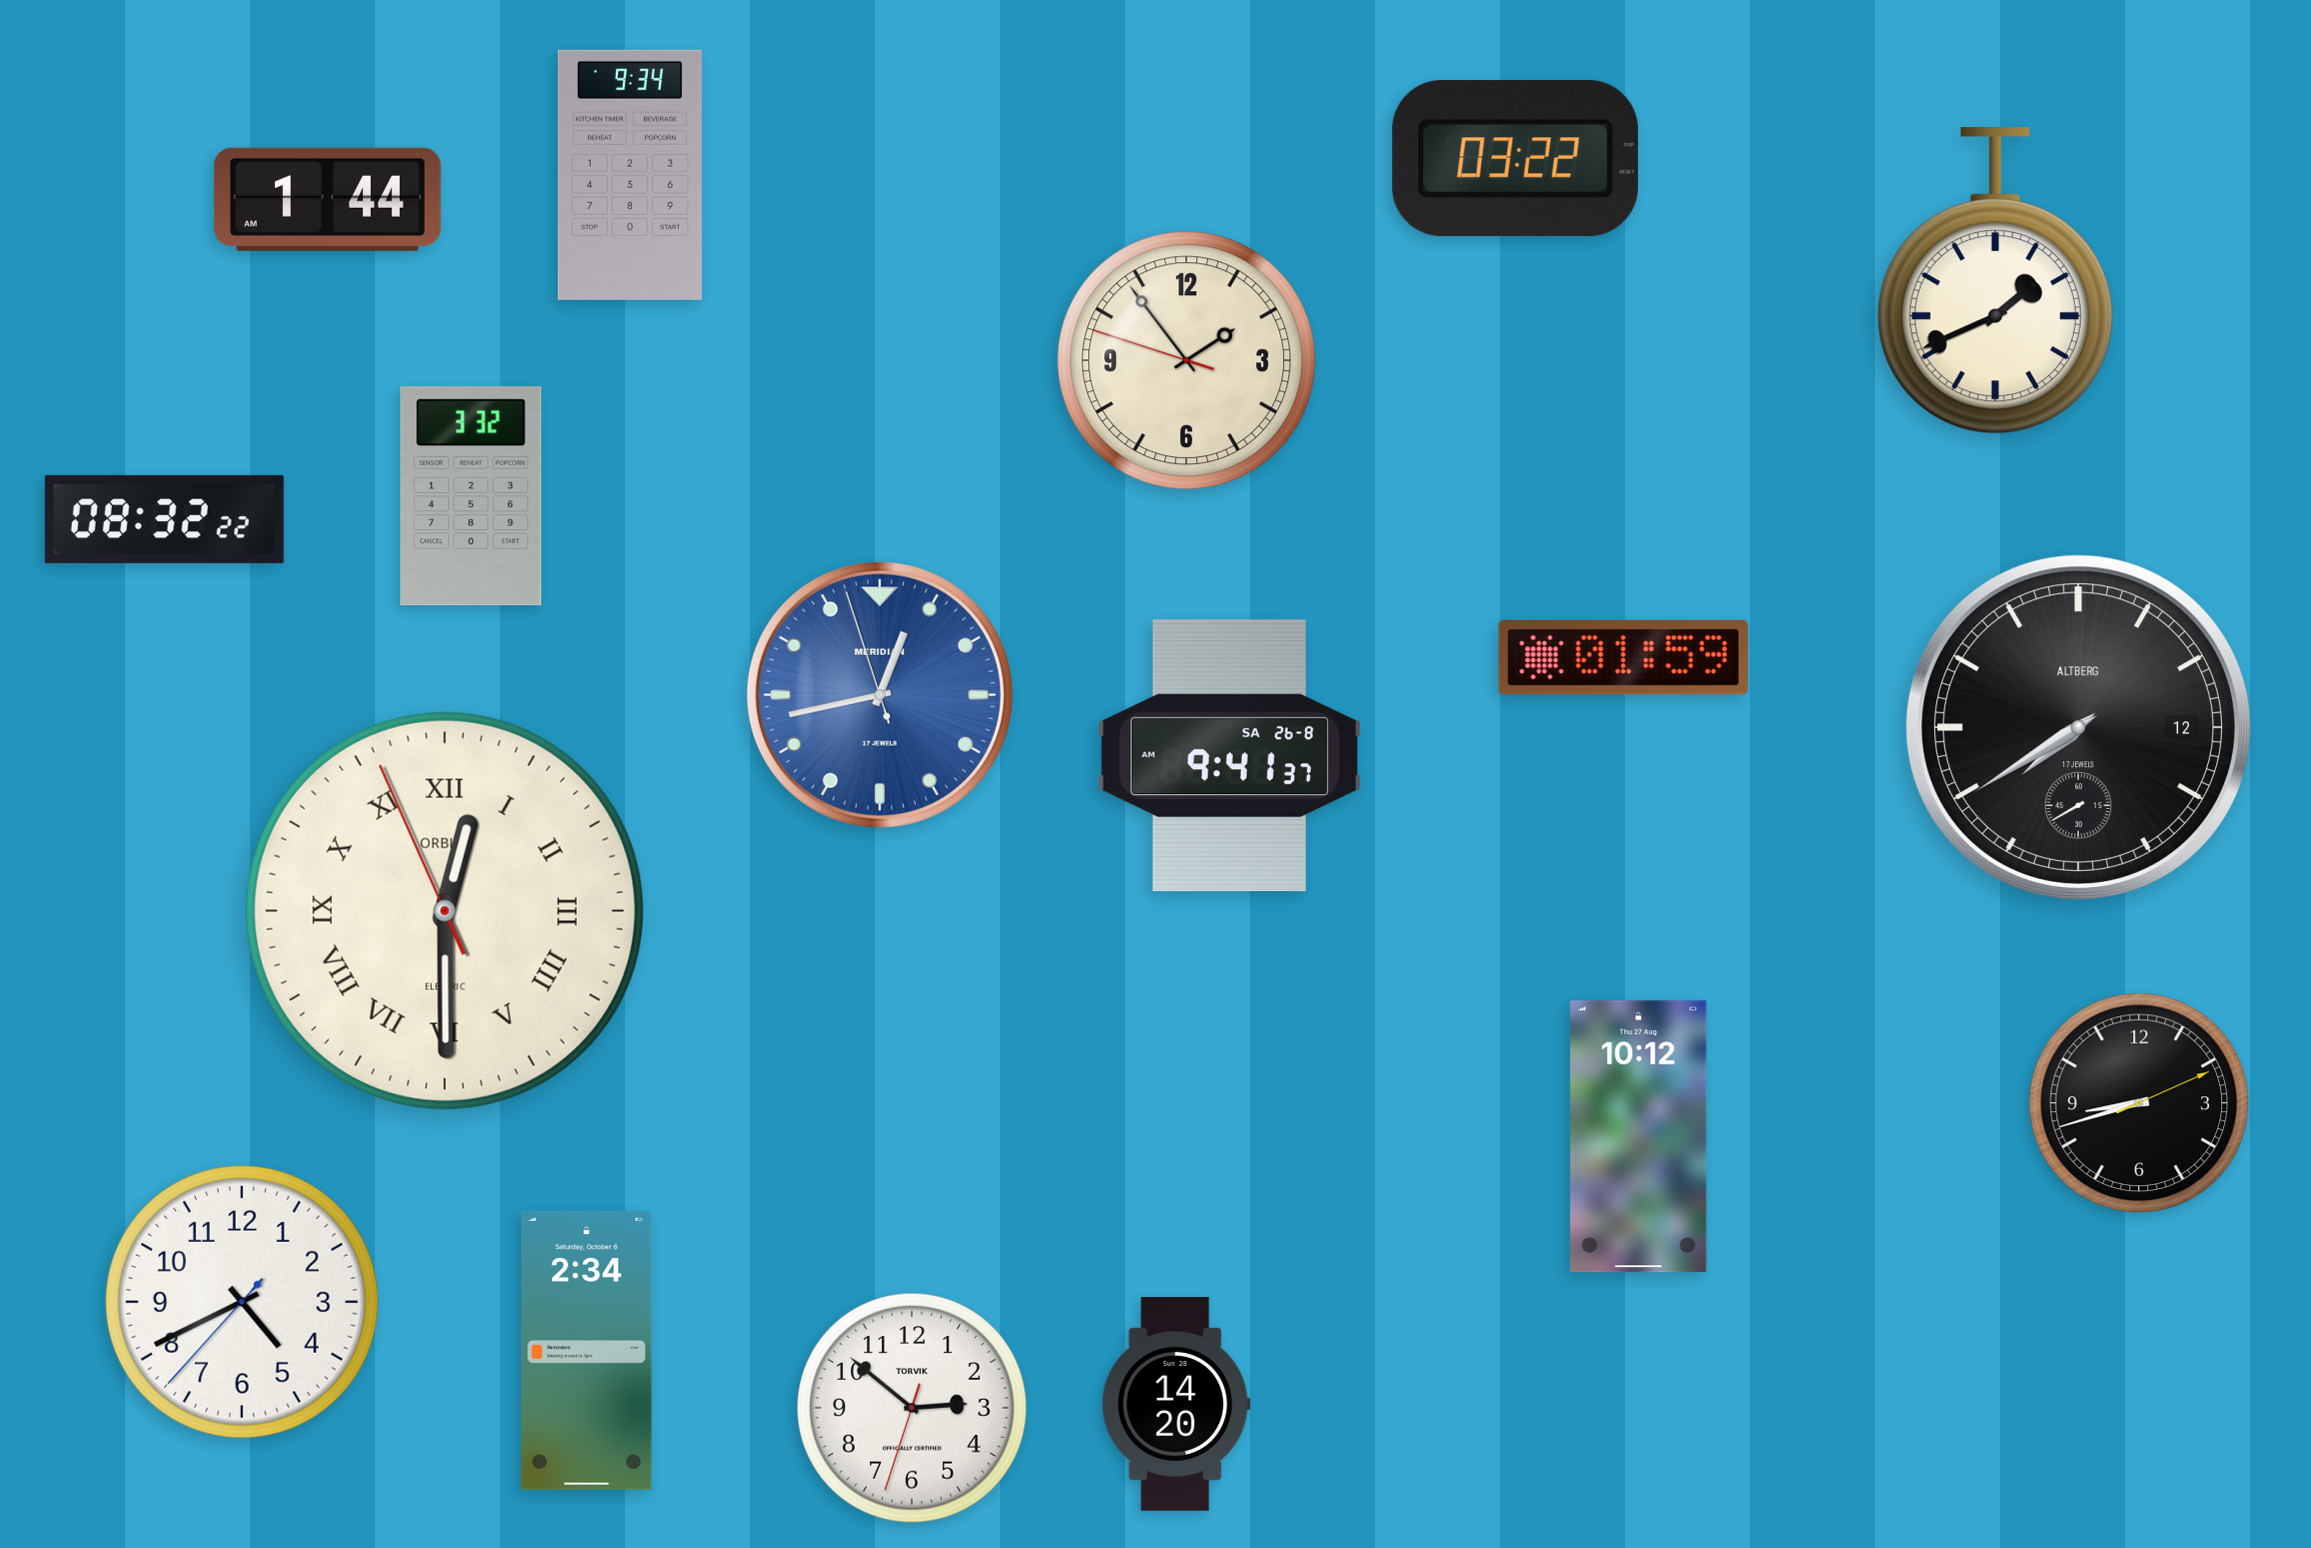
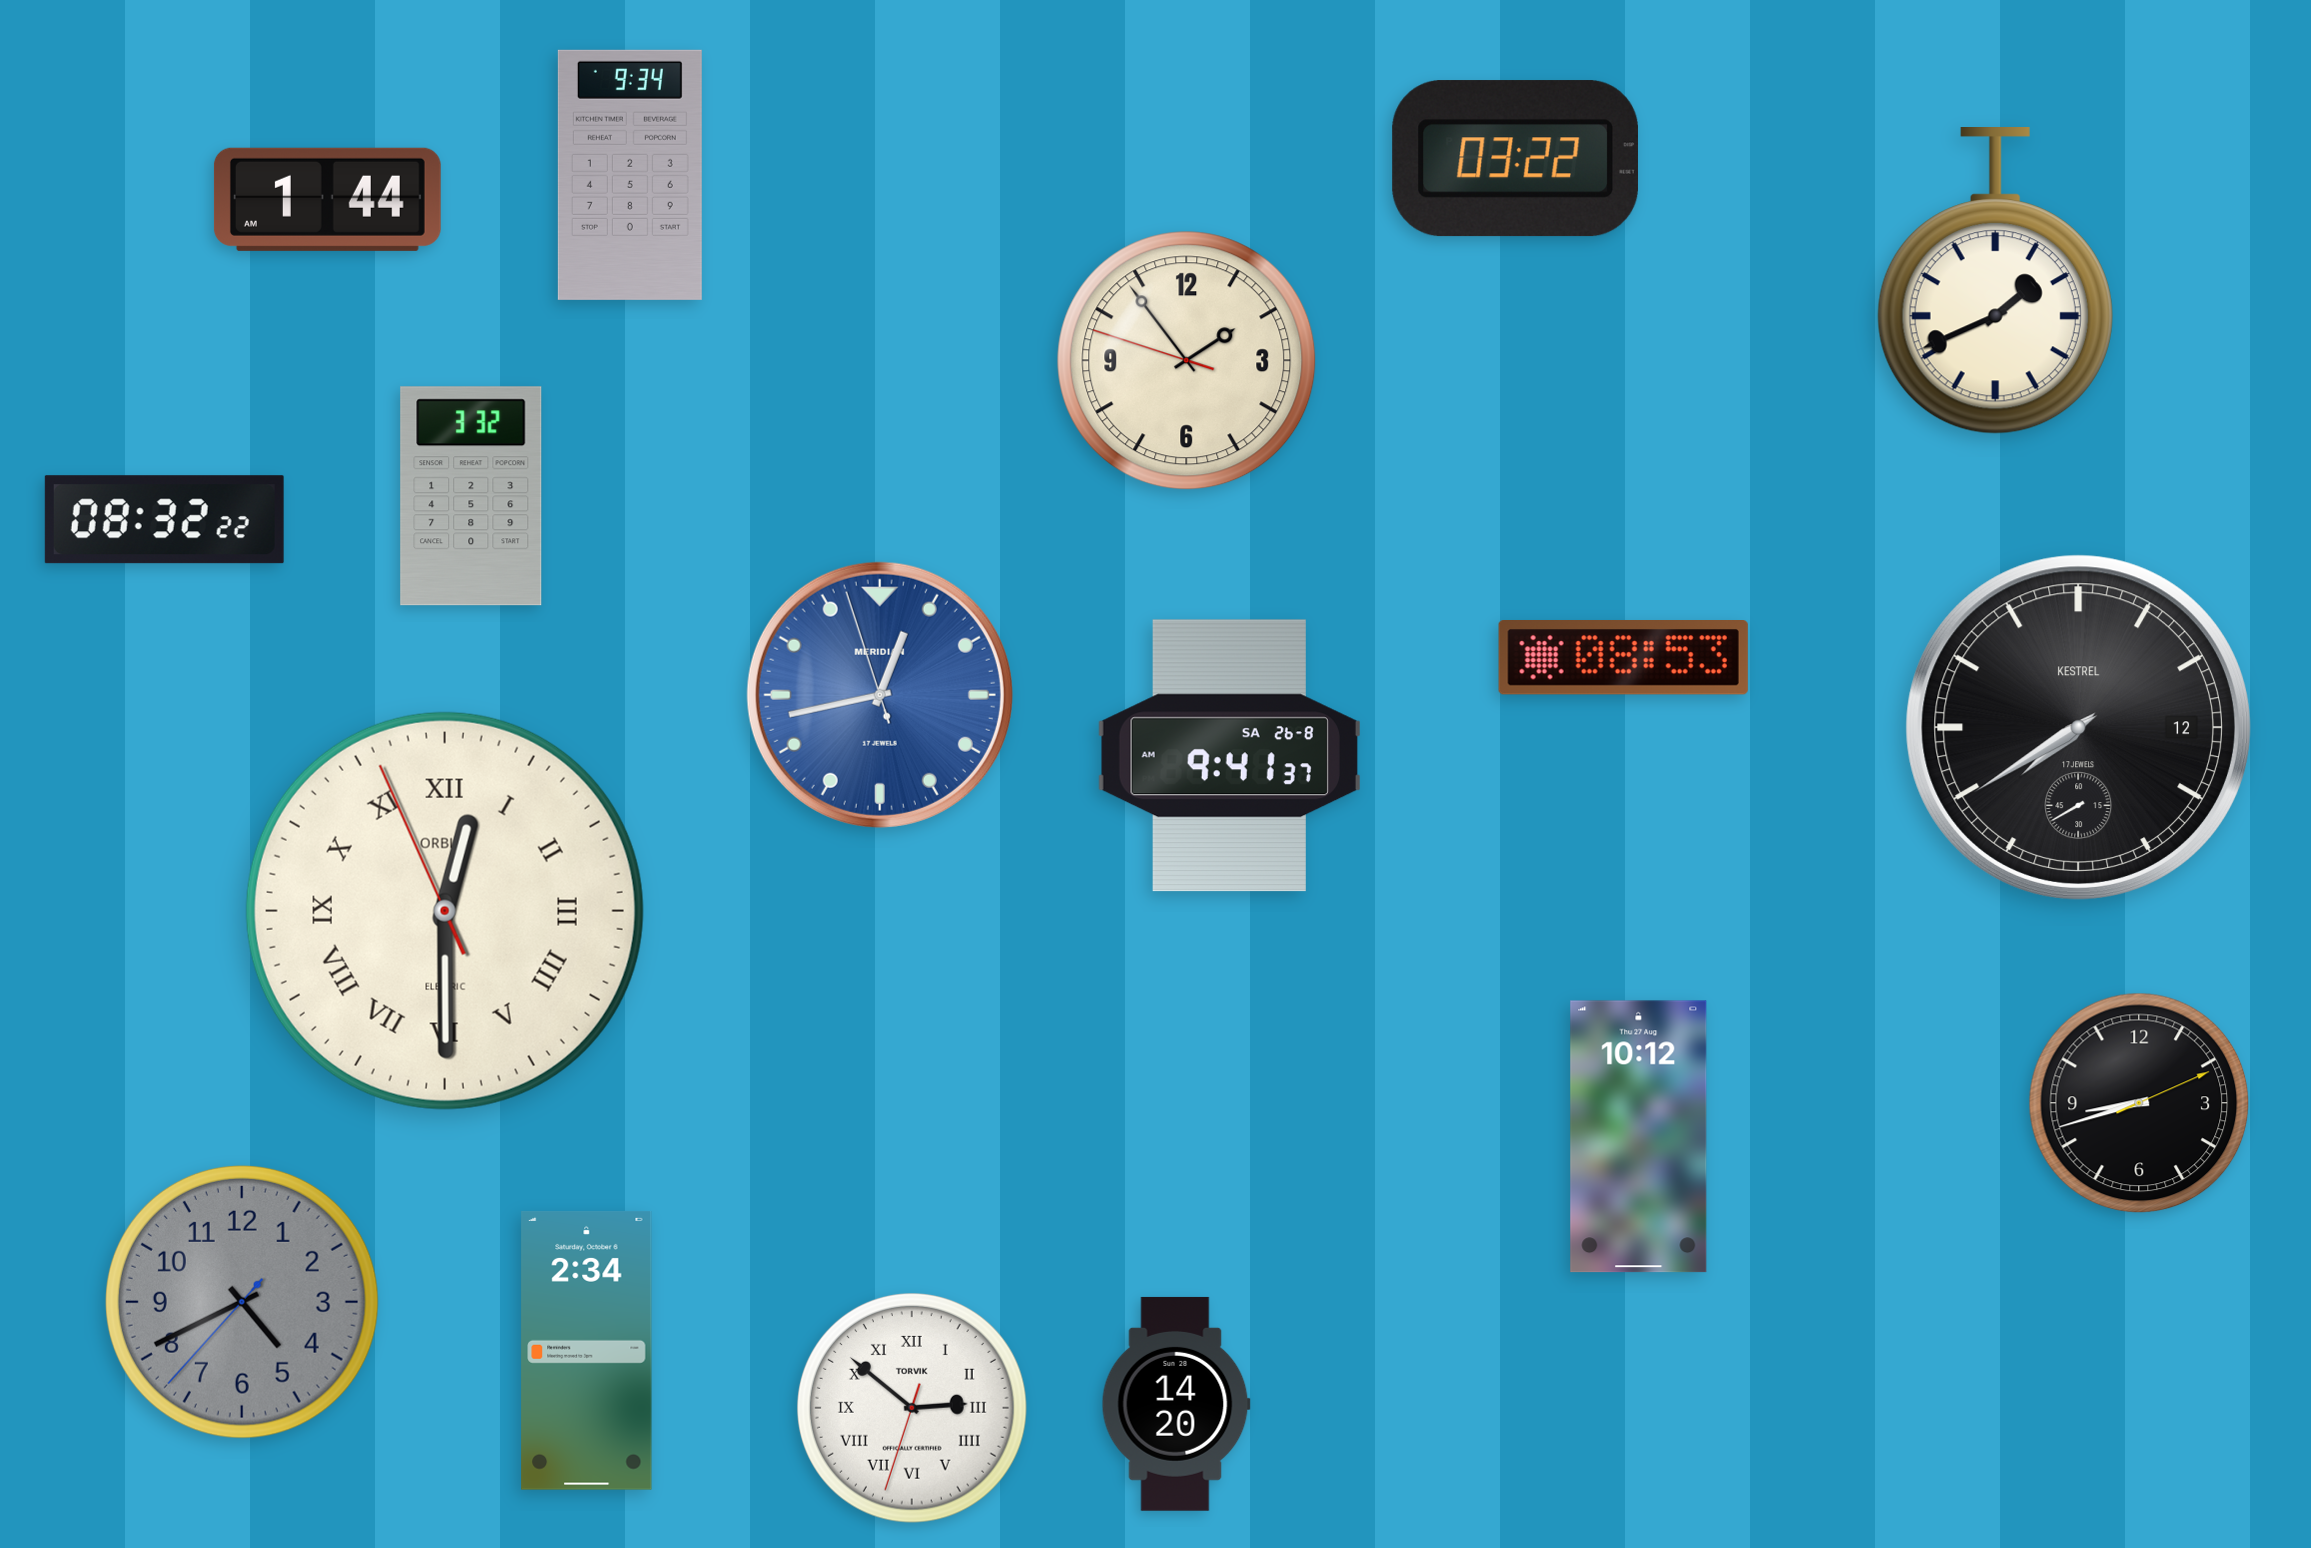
clock at (1623, 657): 01:59 -> 08:53
clock at (2078, 727) brand: ALTBERG -> KESTREL
clock at (242, 1302) dial: white -> grey
clock at (912, 1408) numerals: Arabic -> Roman
